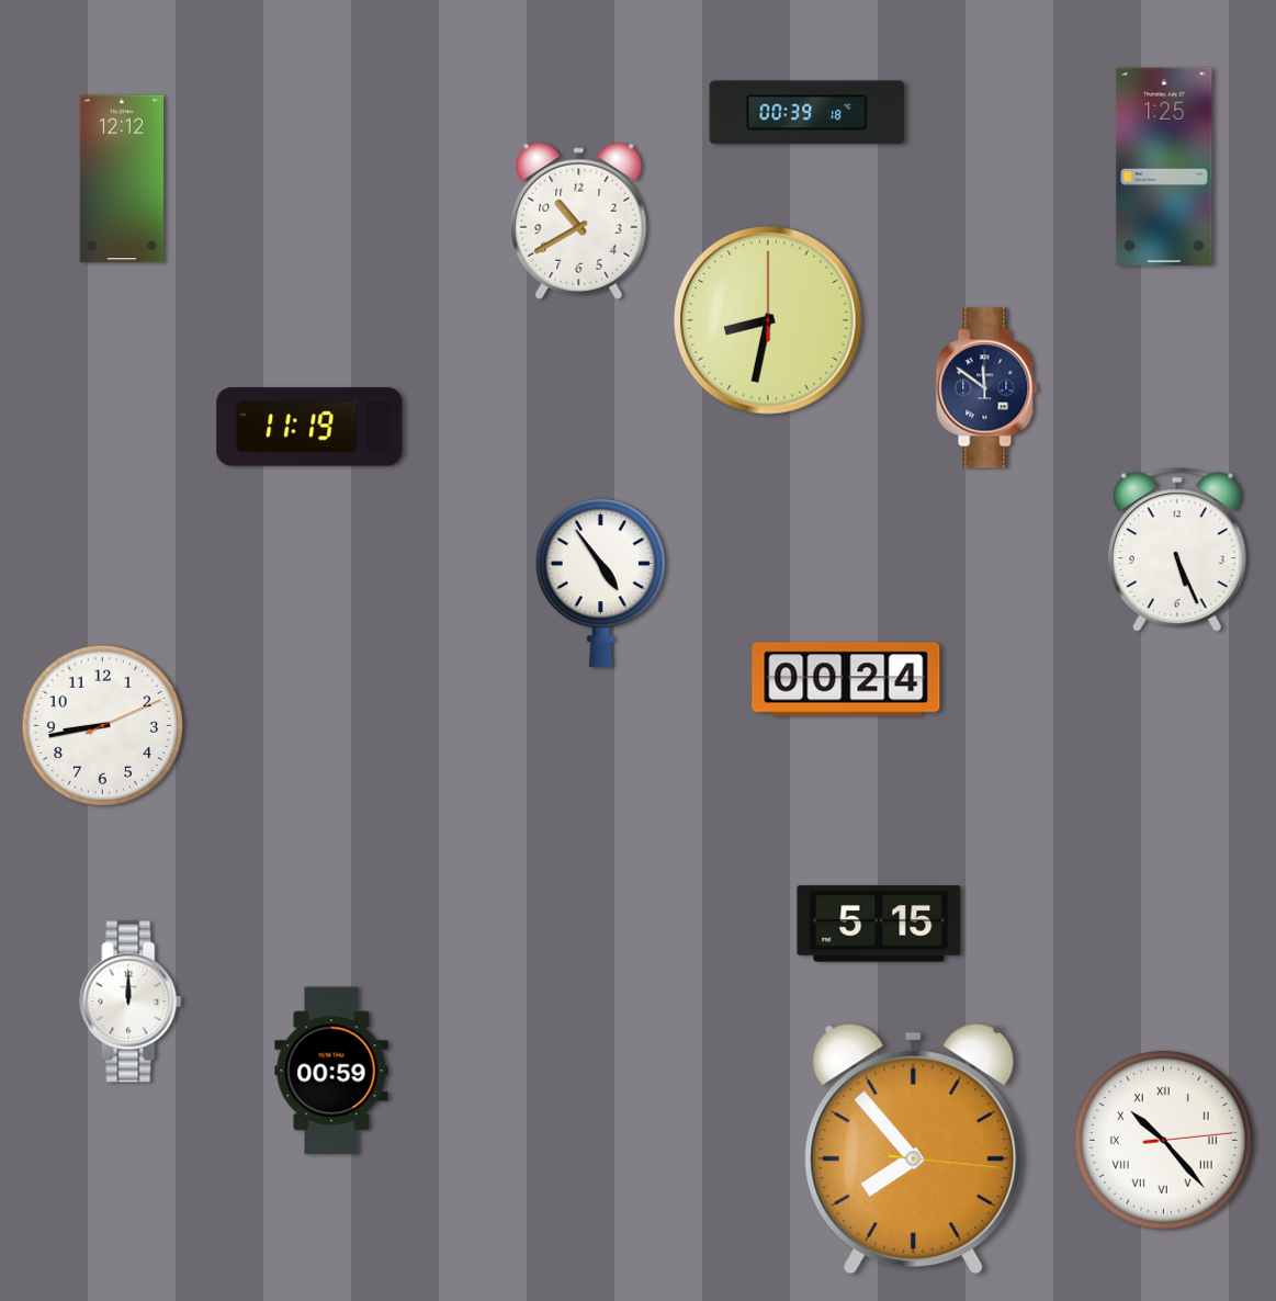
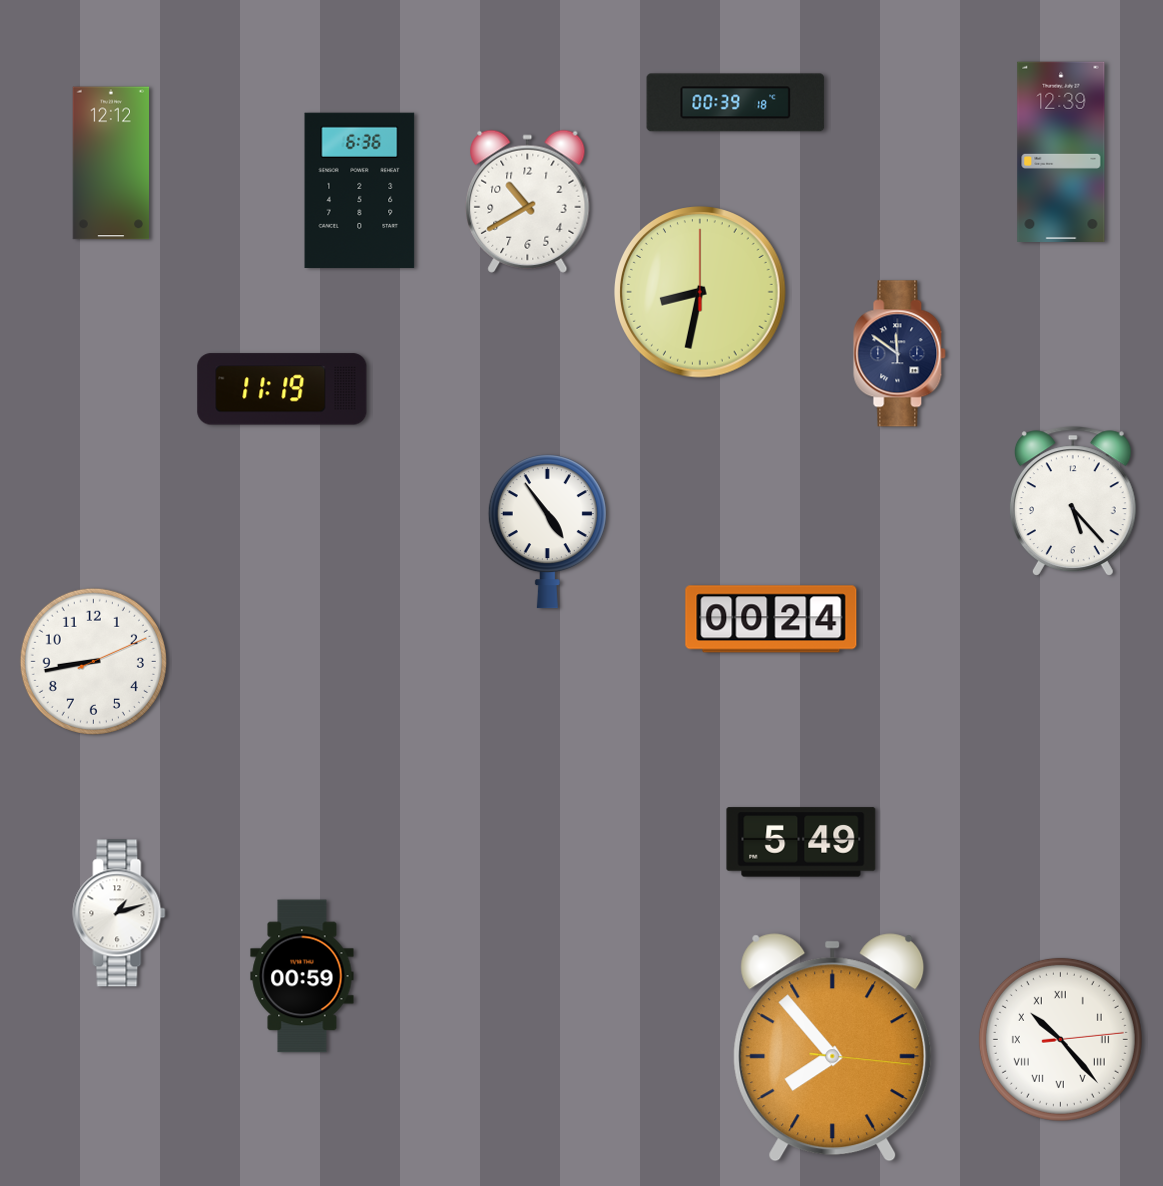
clock at (1164, 166): 1:25 -> 12:39
clock at (360, 191): none -> 6:36
clock at (1177, 550): 5:26 -> 5:23
clock at (879, 924): 5:15 -> 5:49
clock at (131, 1002): 12:00 -> 1:12
